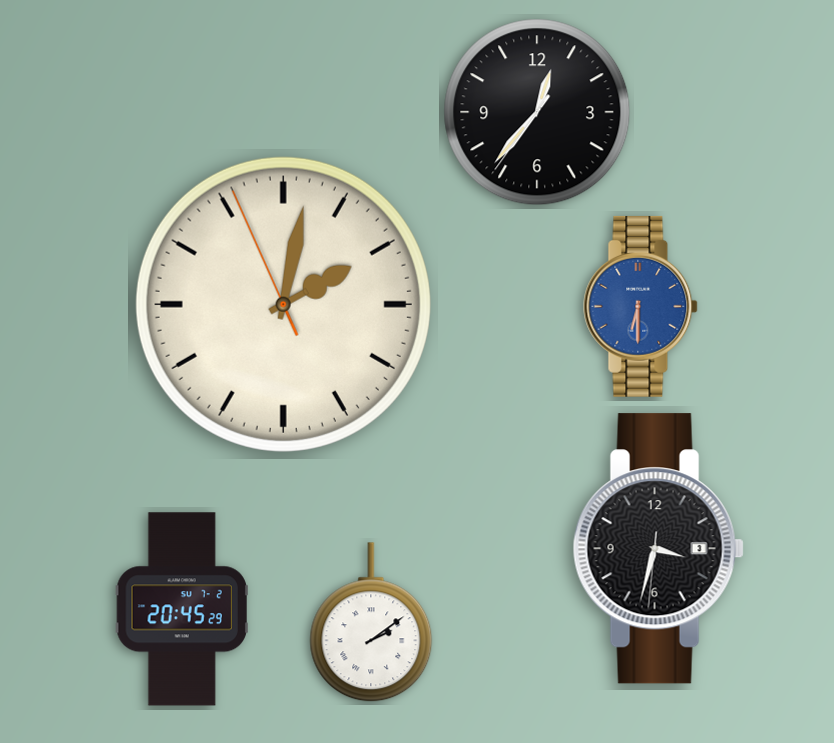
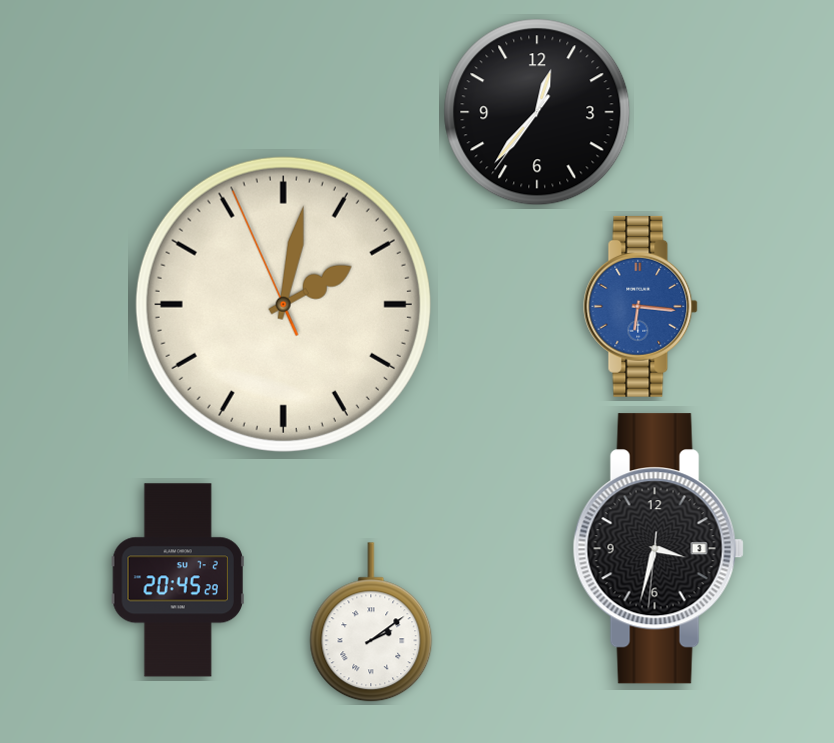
clock at (641, 306): 6:30 -> 6:16
clock at (182, 609) position: (182, 609) -> (178, 580)
